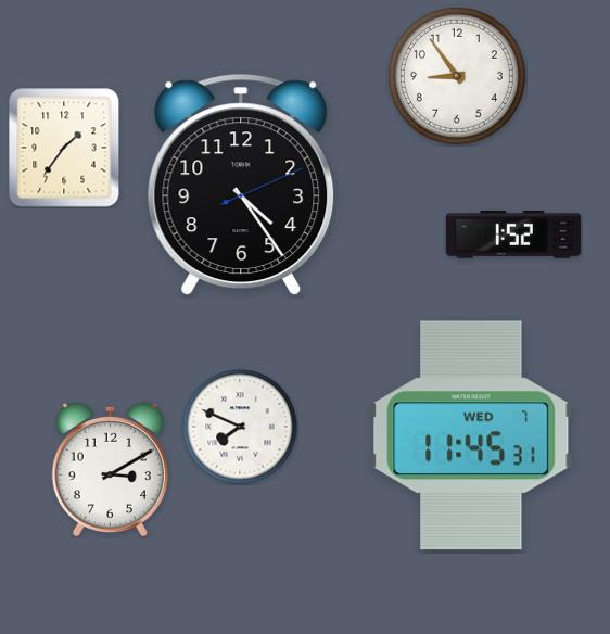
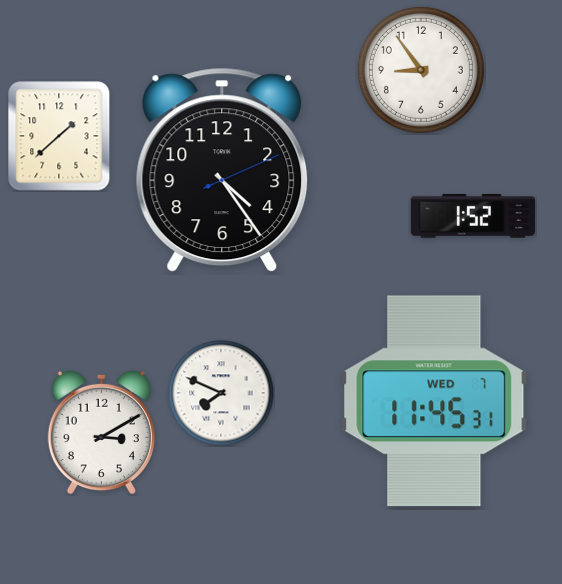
clock at (64, 148): 1:36 -> 1:38
